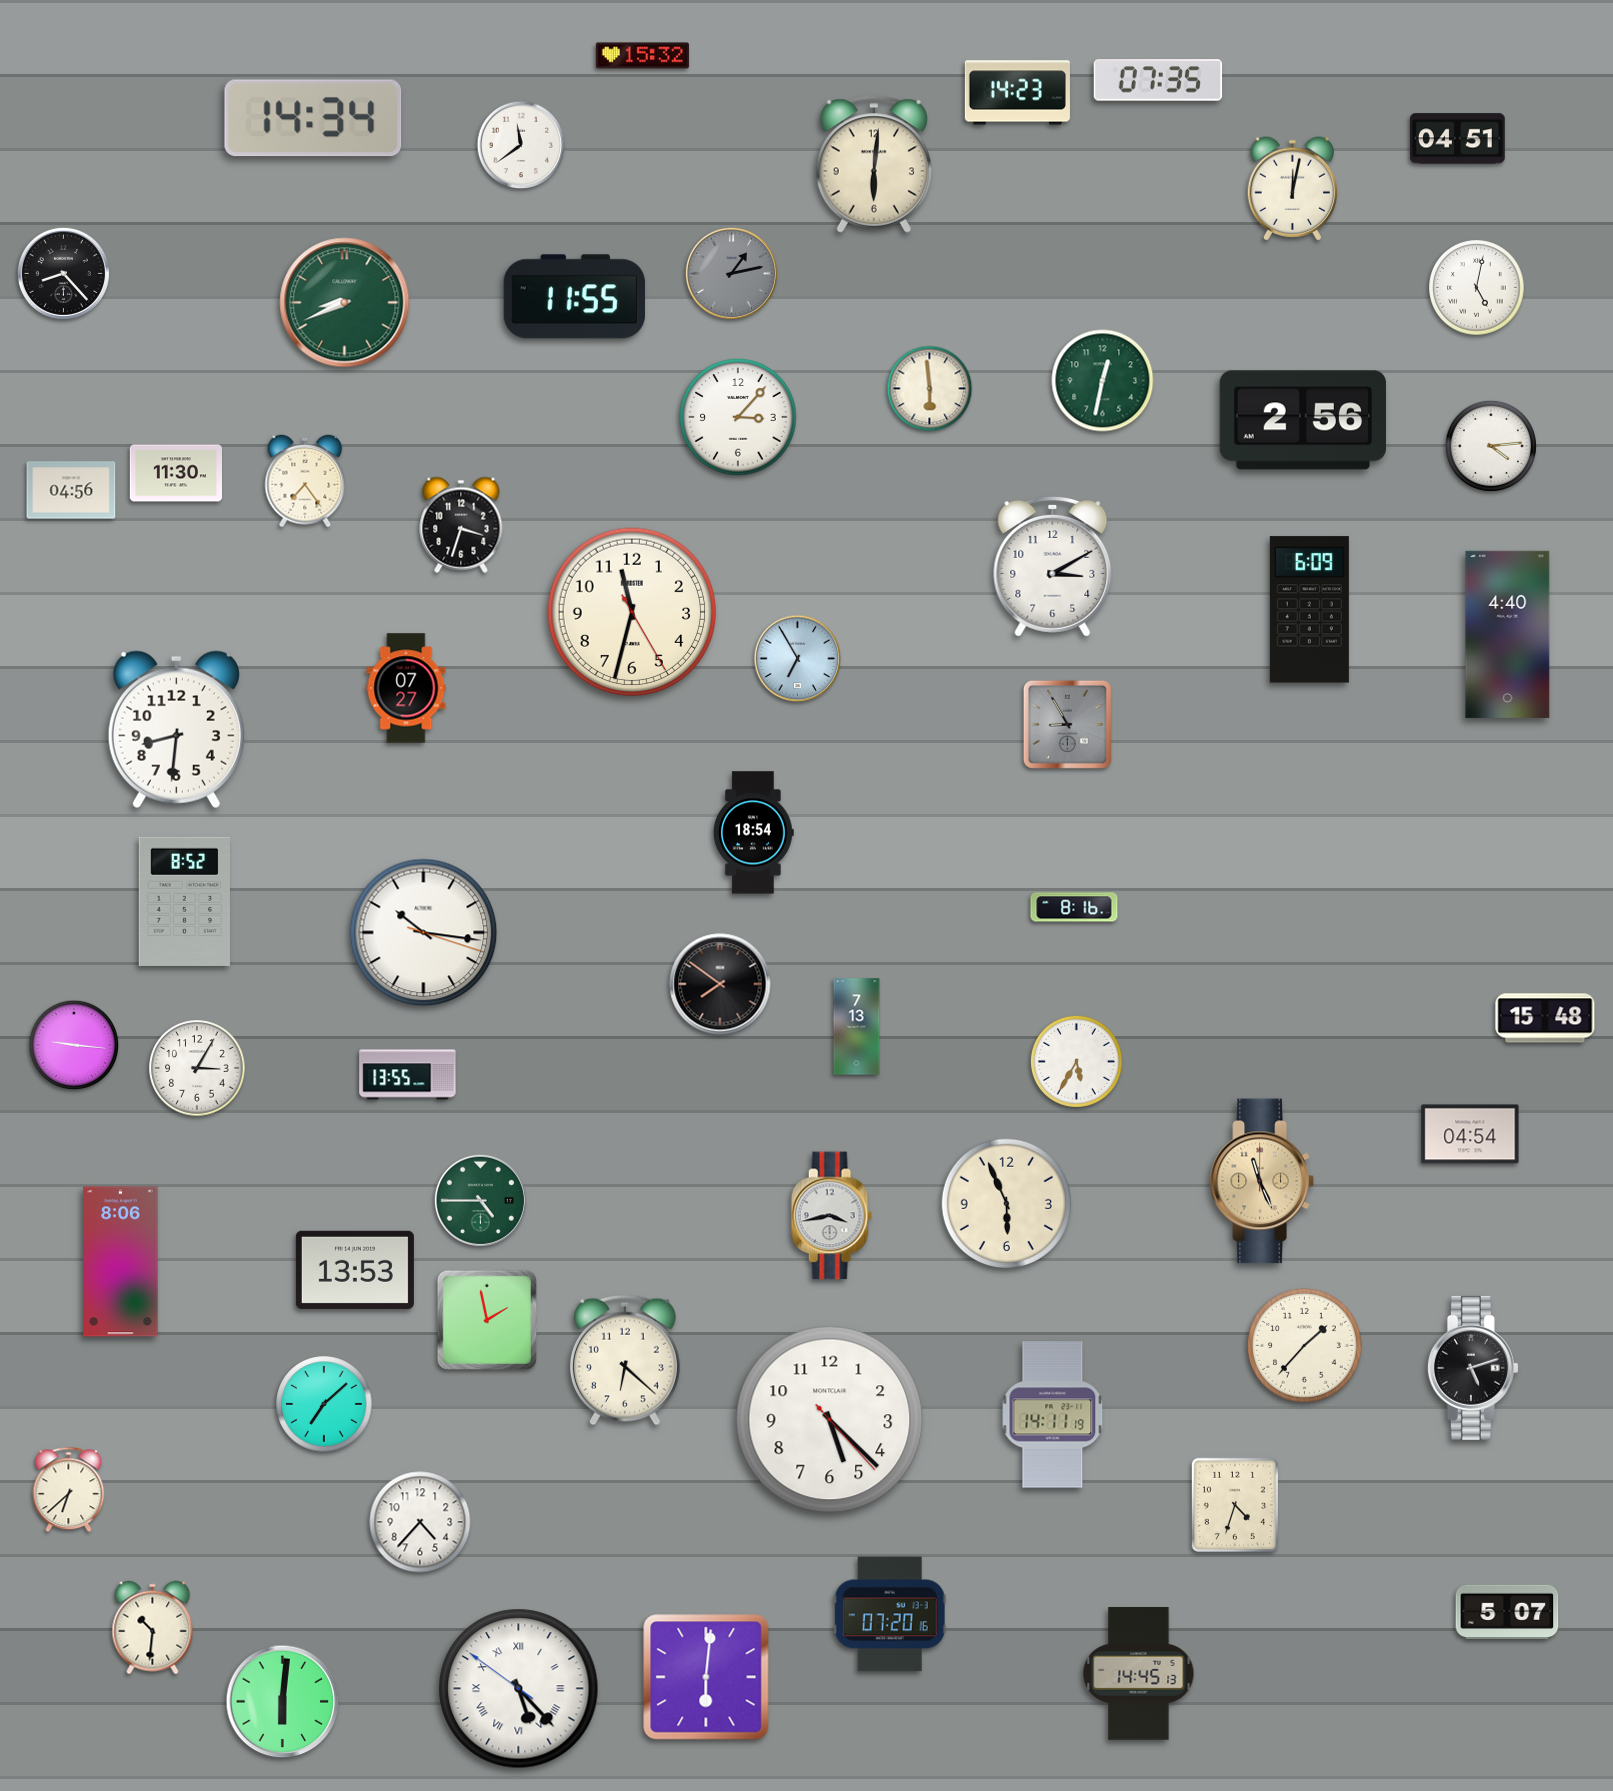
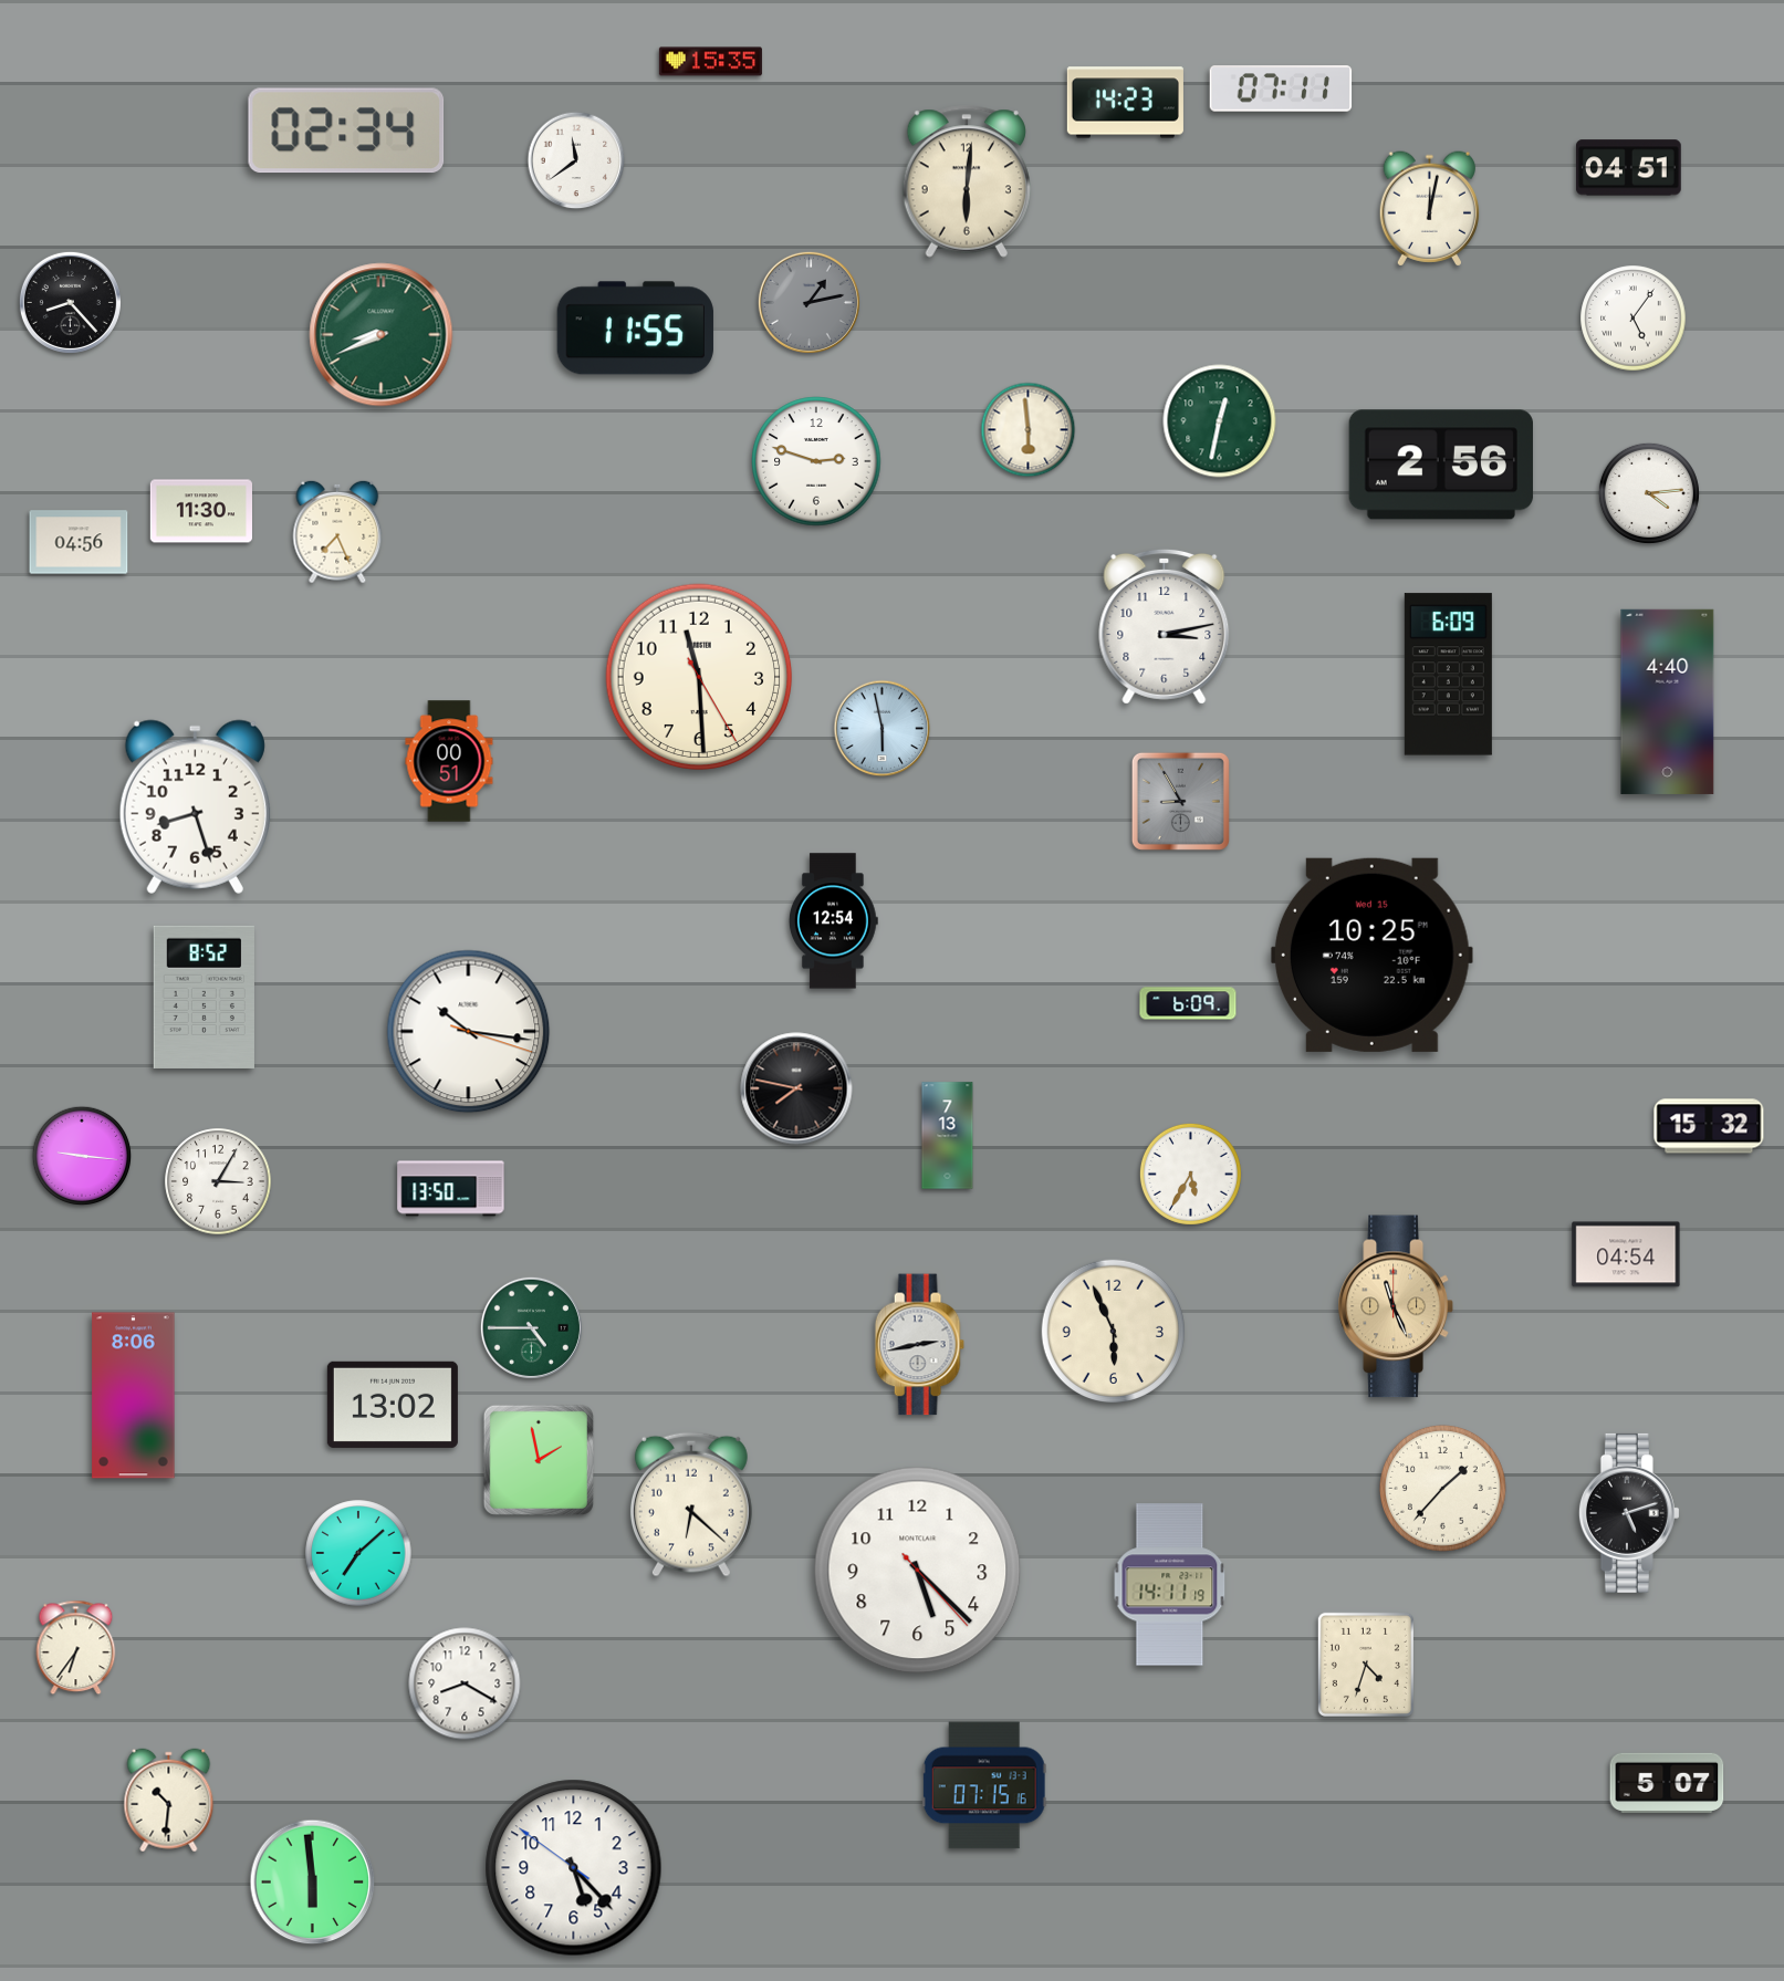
clock at (642, 56): 15:32 -> 15:35
clock at (1158, 80): 07:35 -> 07:11
clock at (313, 118): 14:34 -> 02:34
clock at (1458, 139) position: (1458, 139) -> (1629, 168)
clock at (1477, 288): 5:02 -> 5:06
clock at (738, 417): 3:07 -> 2:48
clock at (175, 473) position: (175, 473) -> (200, 511)
clock at (305, 481): 7:24 -> 7:26
clock at (461, 525): 3:33 -> none
clock at (1053, 566): 3:10 -> 3:13
clock at (632, 612): 11:32 -> 11:29
clock at (798, 659): 6:55 -> 5:58
clock at (406, 688): 07:27 -> 00:51
clock at (176, 729): 8:31 -> 8:27
clock at (753, 833): 18:54 -> 12:54
clock at (1371, 955): none -> 10:25
clock at (1074, 907): 8:16 -> 6:09
clock at (720, 984): 7:51 -> 7:47
clock at (1545, 1018): 15:48 -> 15:32
clock at (408, 1075): 13:55 -> 13:50
clock at (831, 1216): 3:43 -> 2:43
clock at (355, 1270): 13:53 -> 13:02
clock at (1053, 1415) position: (1053, 1415) -> (1170, 1585)
clock at (69, 1490): 6:38 -> 6:36
clock at (420, 1522): 4:37 -> 8:20
clock at (890, 1614): 07:20 -> 07:15
clock at (1139, 1674): 14:45 -> none
clock at (706, 1677): 6:01 -> none
clock at (519, 1689) numerals: Roman -> Arabic
clock at (283, 1702): 6:01 -> 5:59
